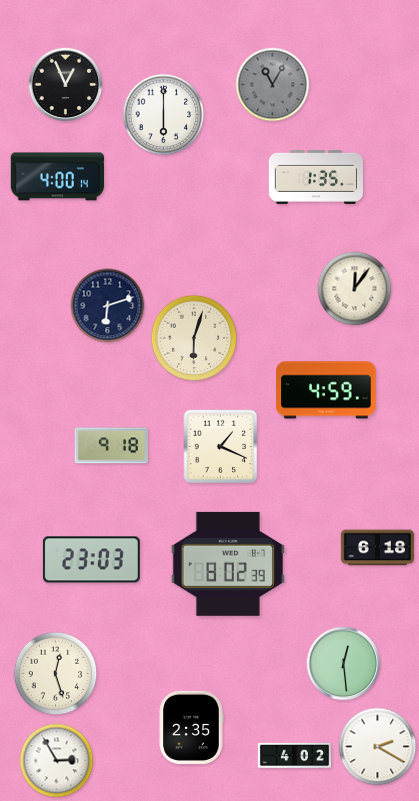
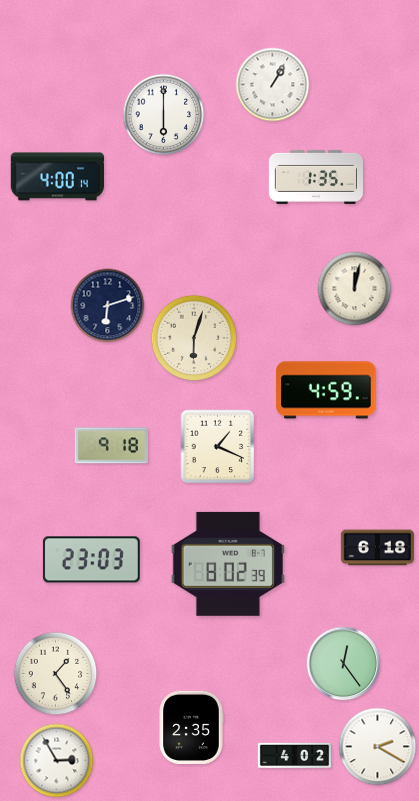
clock at (66, 85): 12:56 -> none
clock at (273, 85): 11:05 -> 1:05
clock at (273, 85) dial: grey -> white
clock at (355, 289): 12:06 -> 12:02
clock at (221, 447) position: (221, 447) -> (218, 447)
clock at (344, 664): 12:29 -> 12:24
clock at (56, 674): 12:27 -> 1:24
